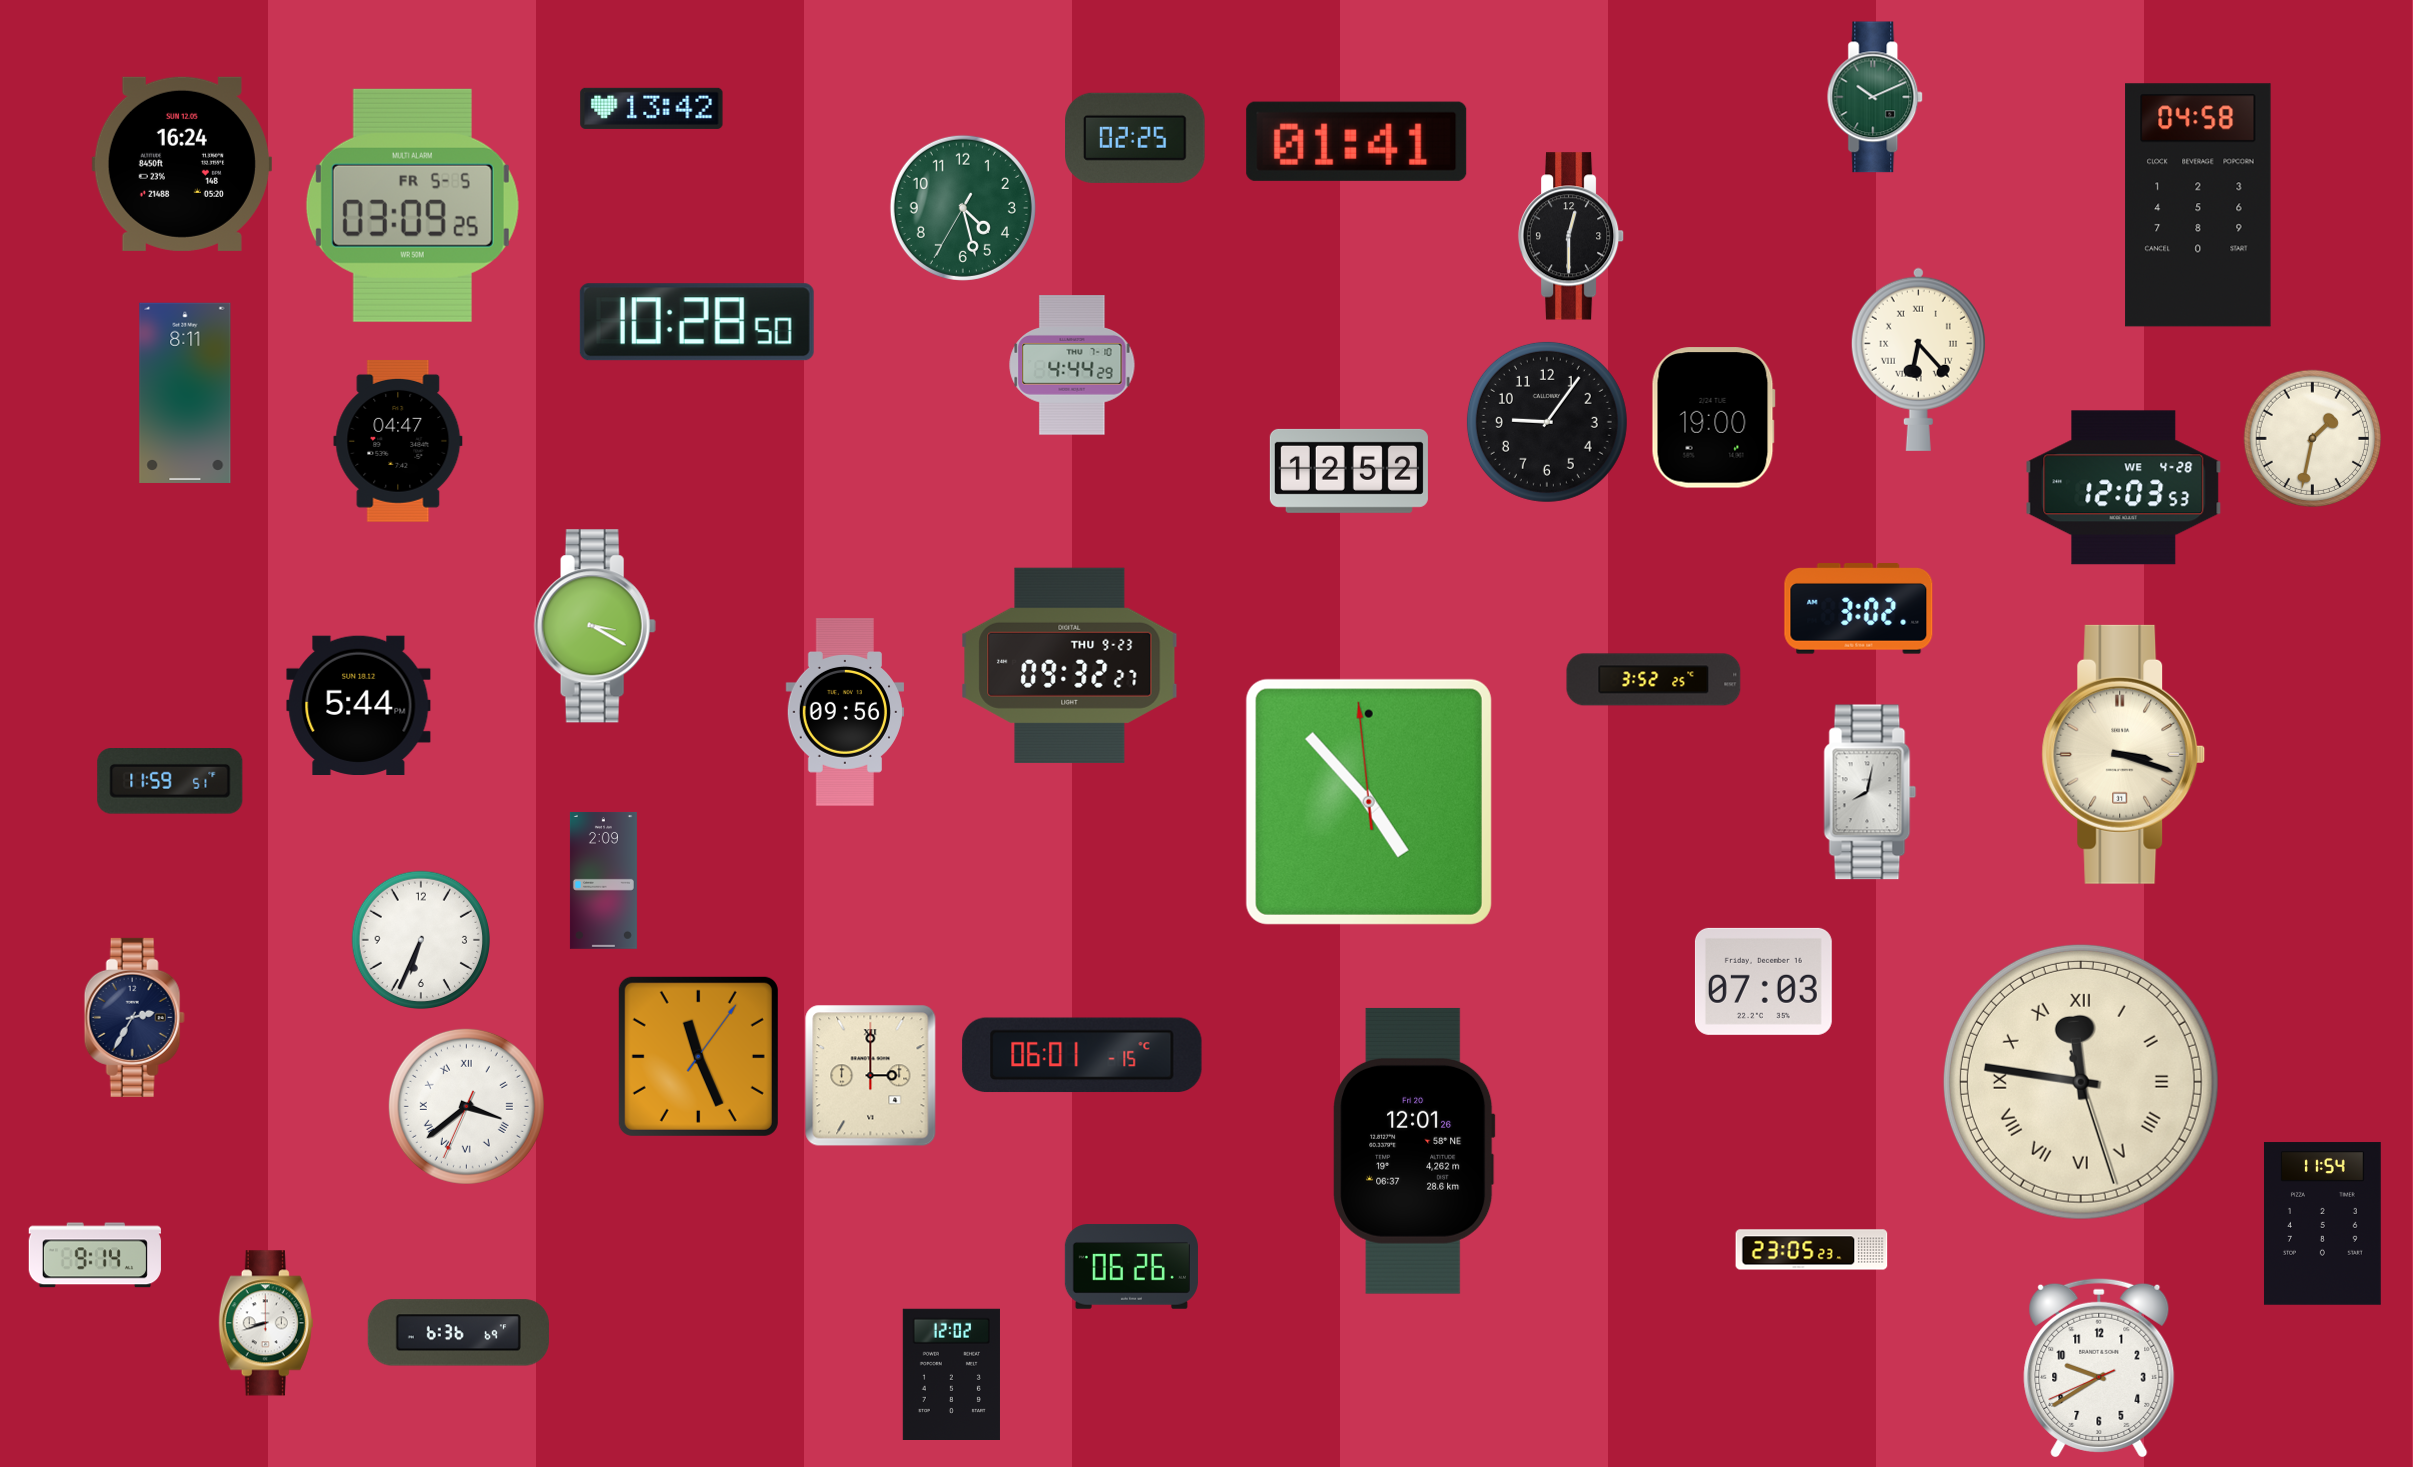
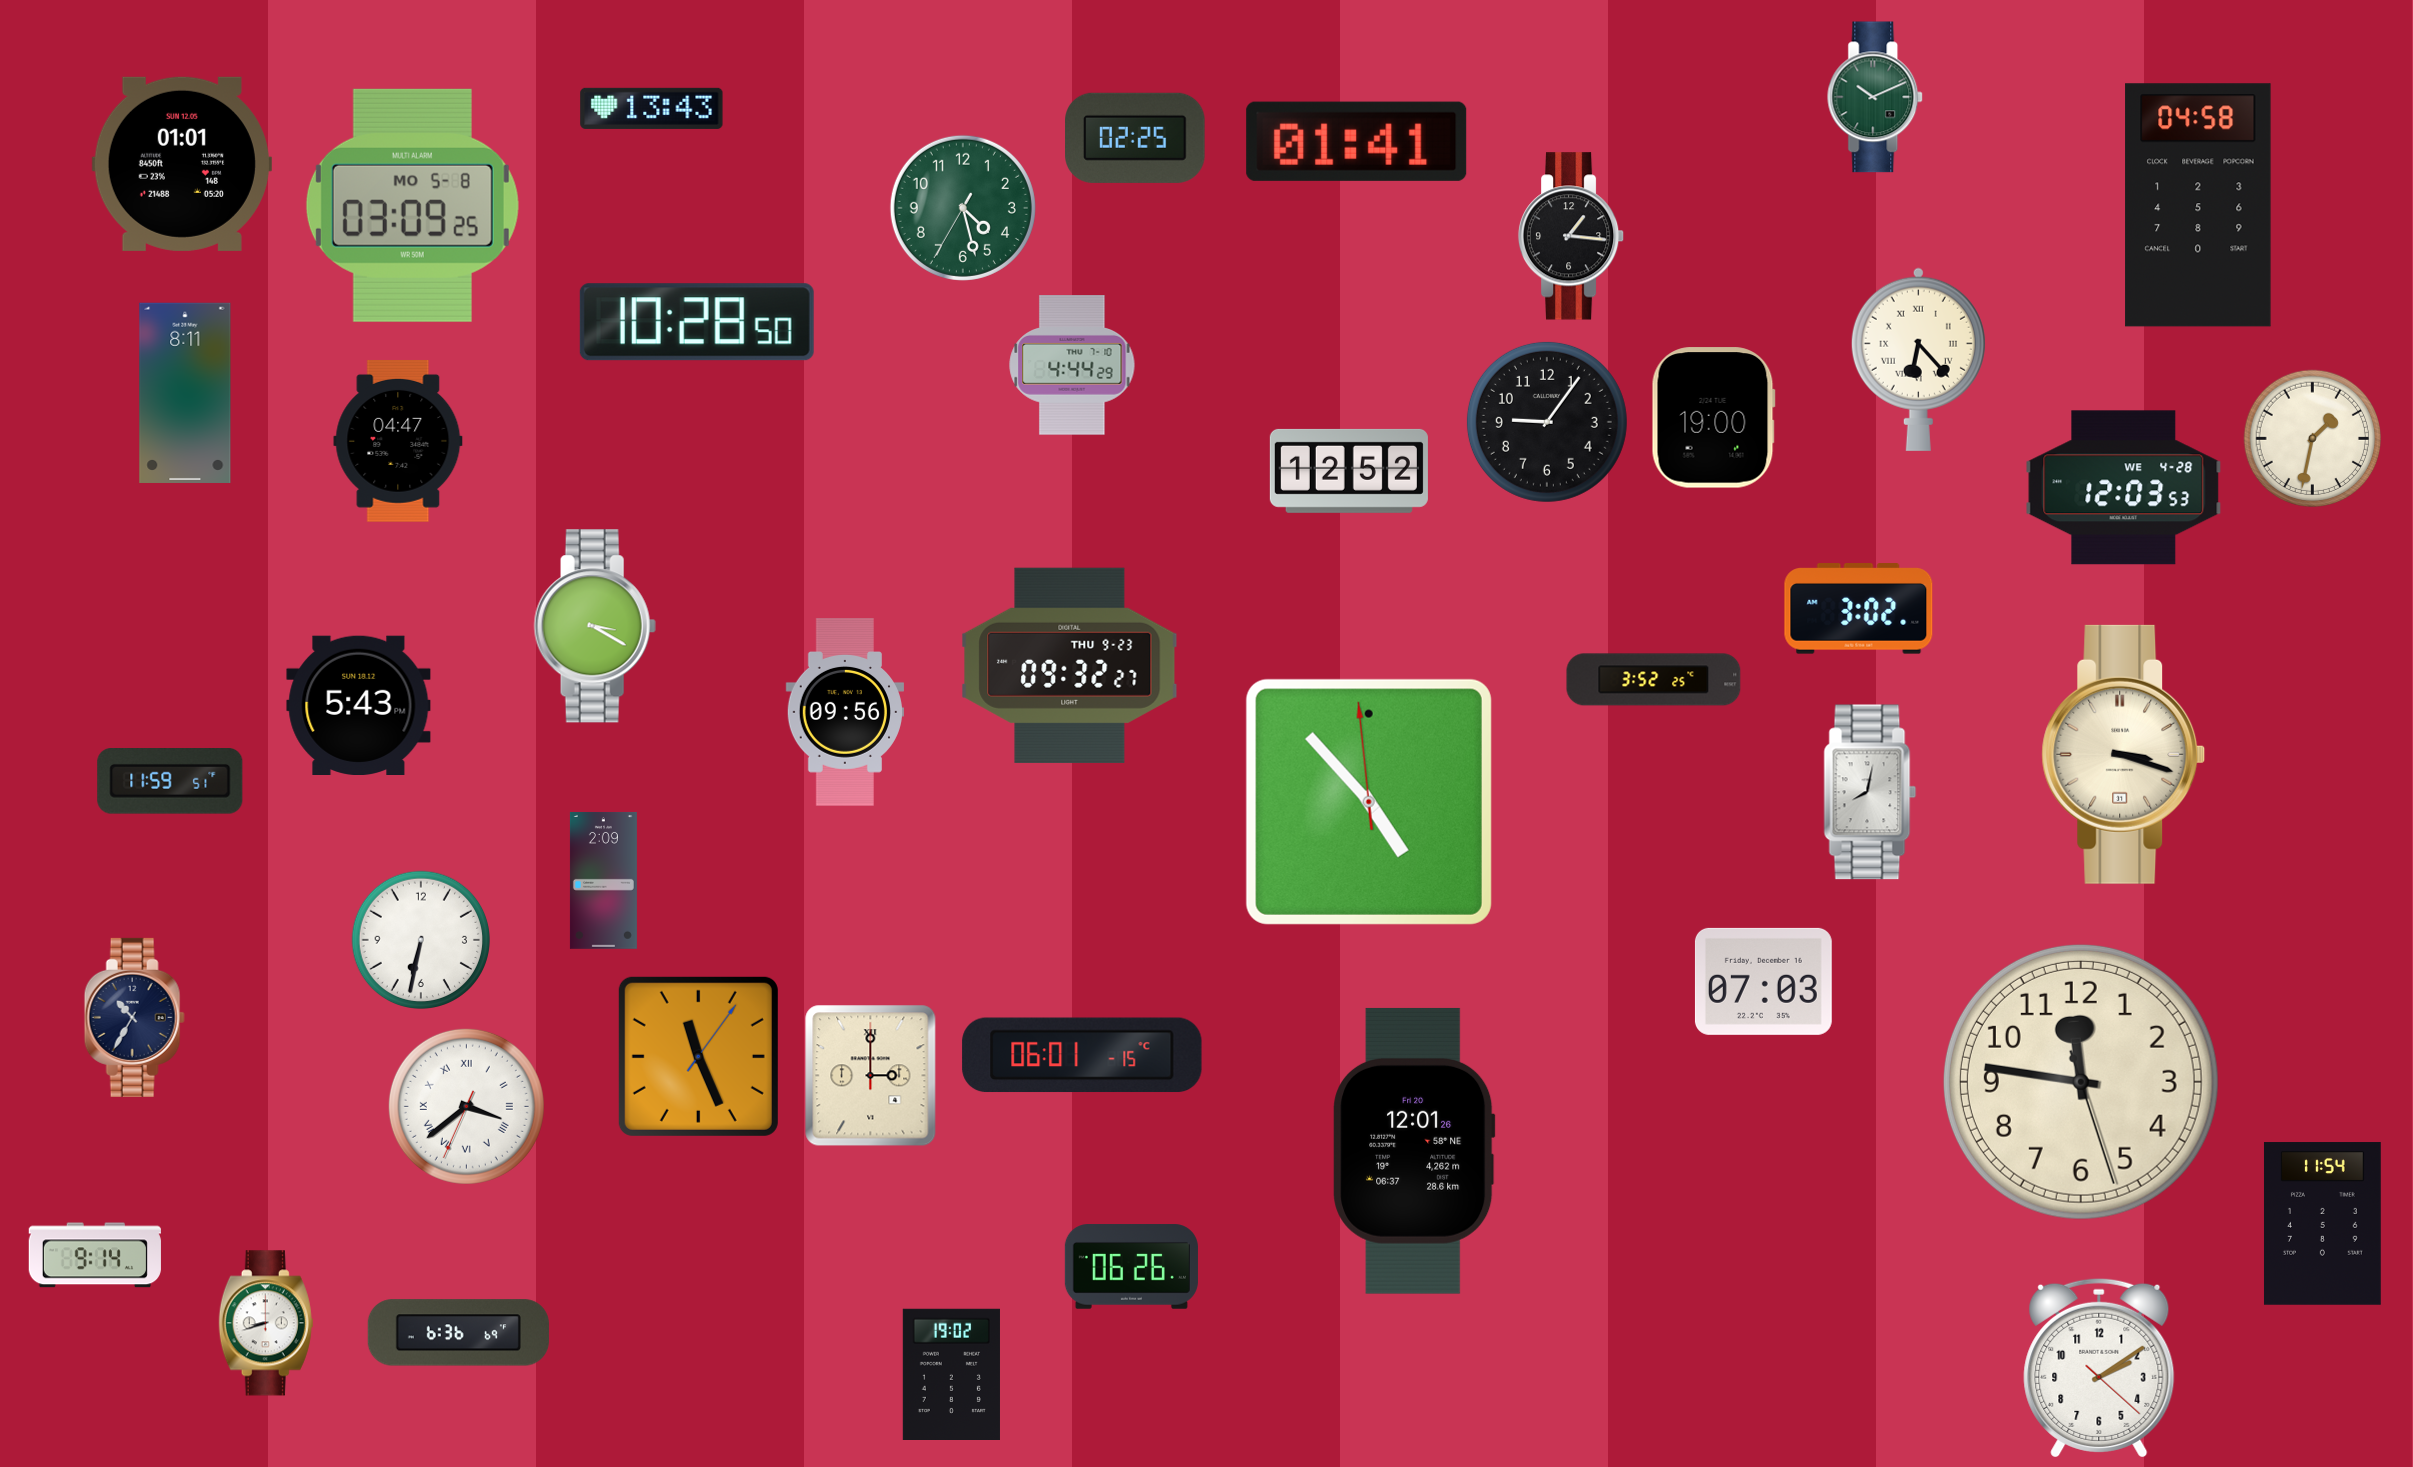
clock at (652, 108): 13:42 -> 13:43
clock at (182, 164): 16:24 -> 01:01
clock at (412, 205) date: FR 5-5 -> MO 5-8
clock at (1571, 236): 12:30 -> 1:16
clock at (359, 705): 5:44 -> 5:43
clock at (420, 939): 6:34 -> 6:32
clock at (134, 1017): 2:35 -> 10:35
clock at (2081, 1082) numerals: Roman -> Arabic
clock at (1812, 1250): 23:05 -> none
clock at (2099, 1368): 9:39 -> 2:09
clock at (951, 1374): 12:02 -> 19:02
